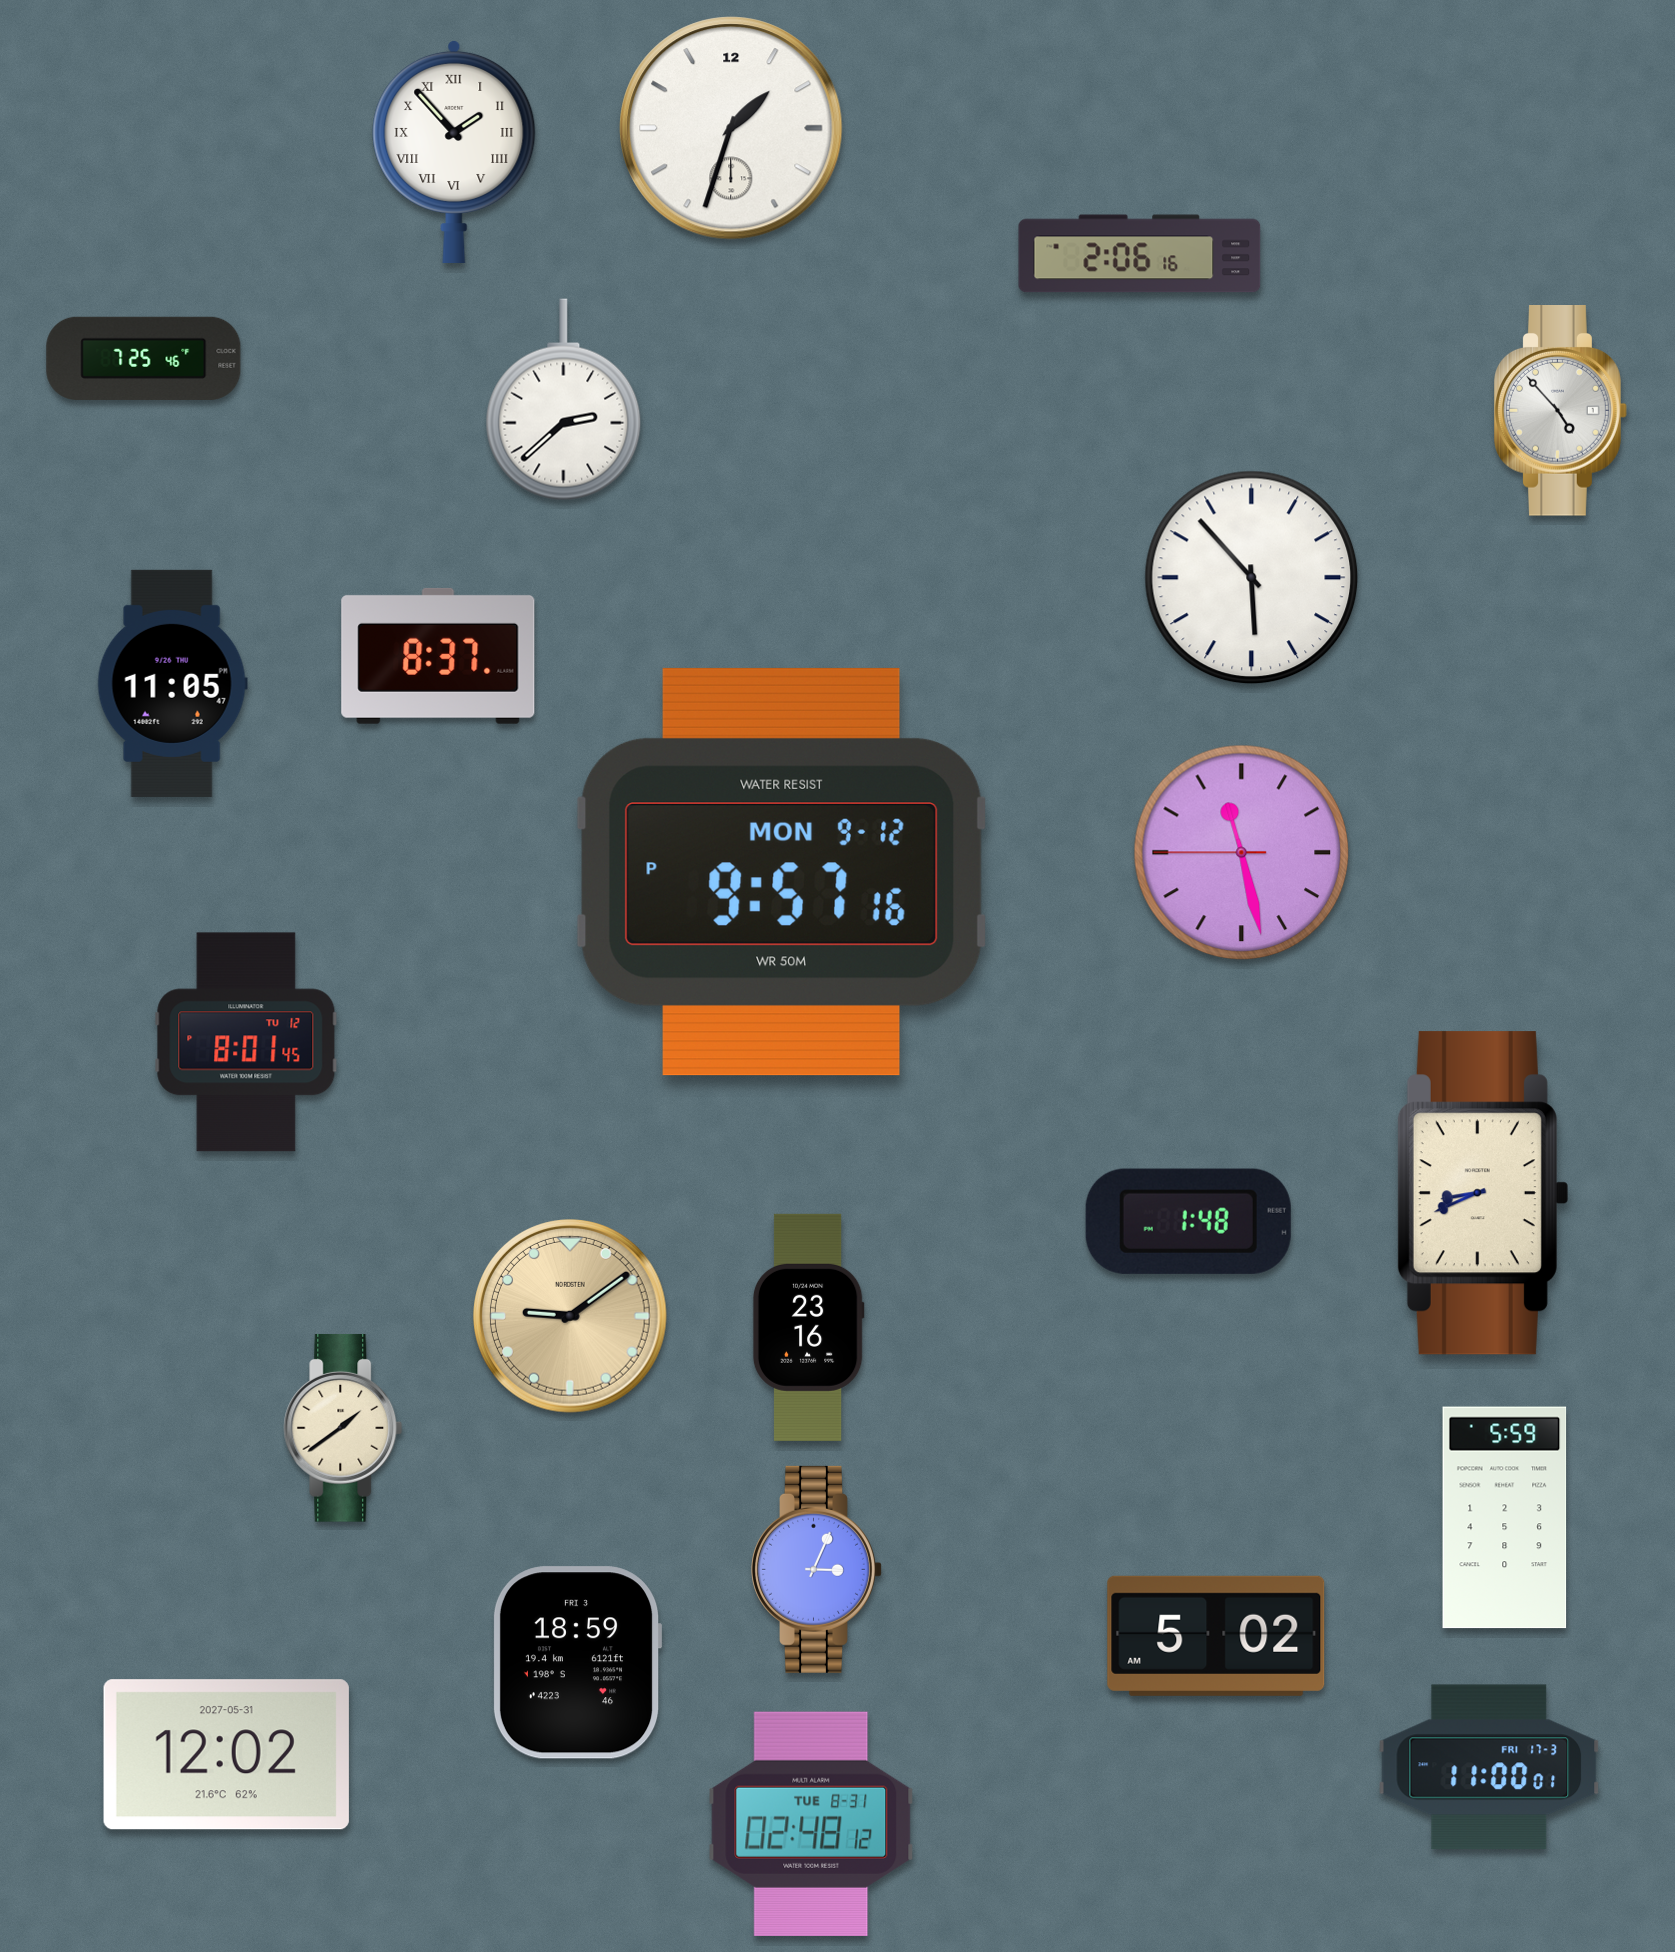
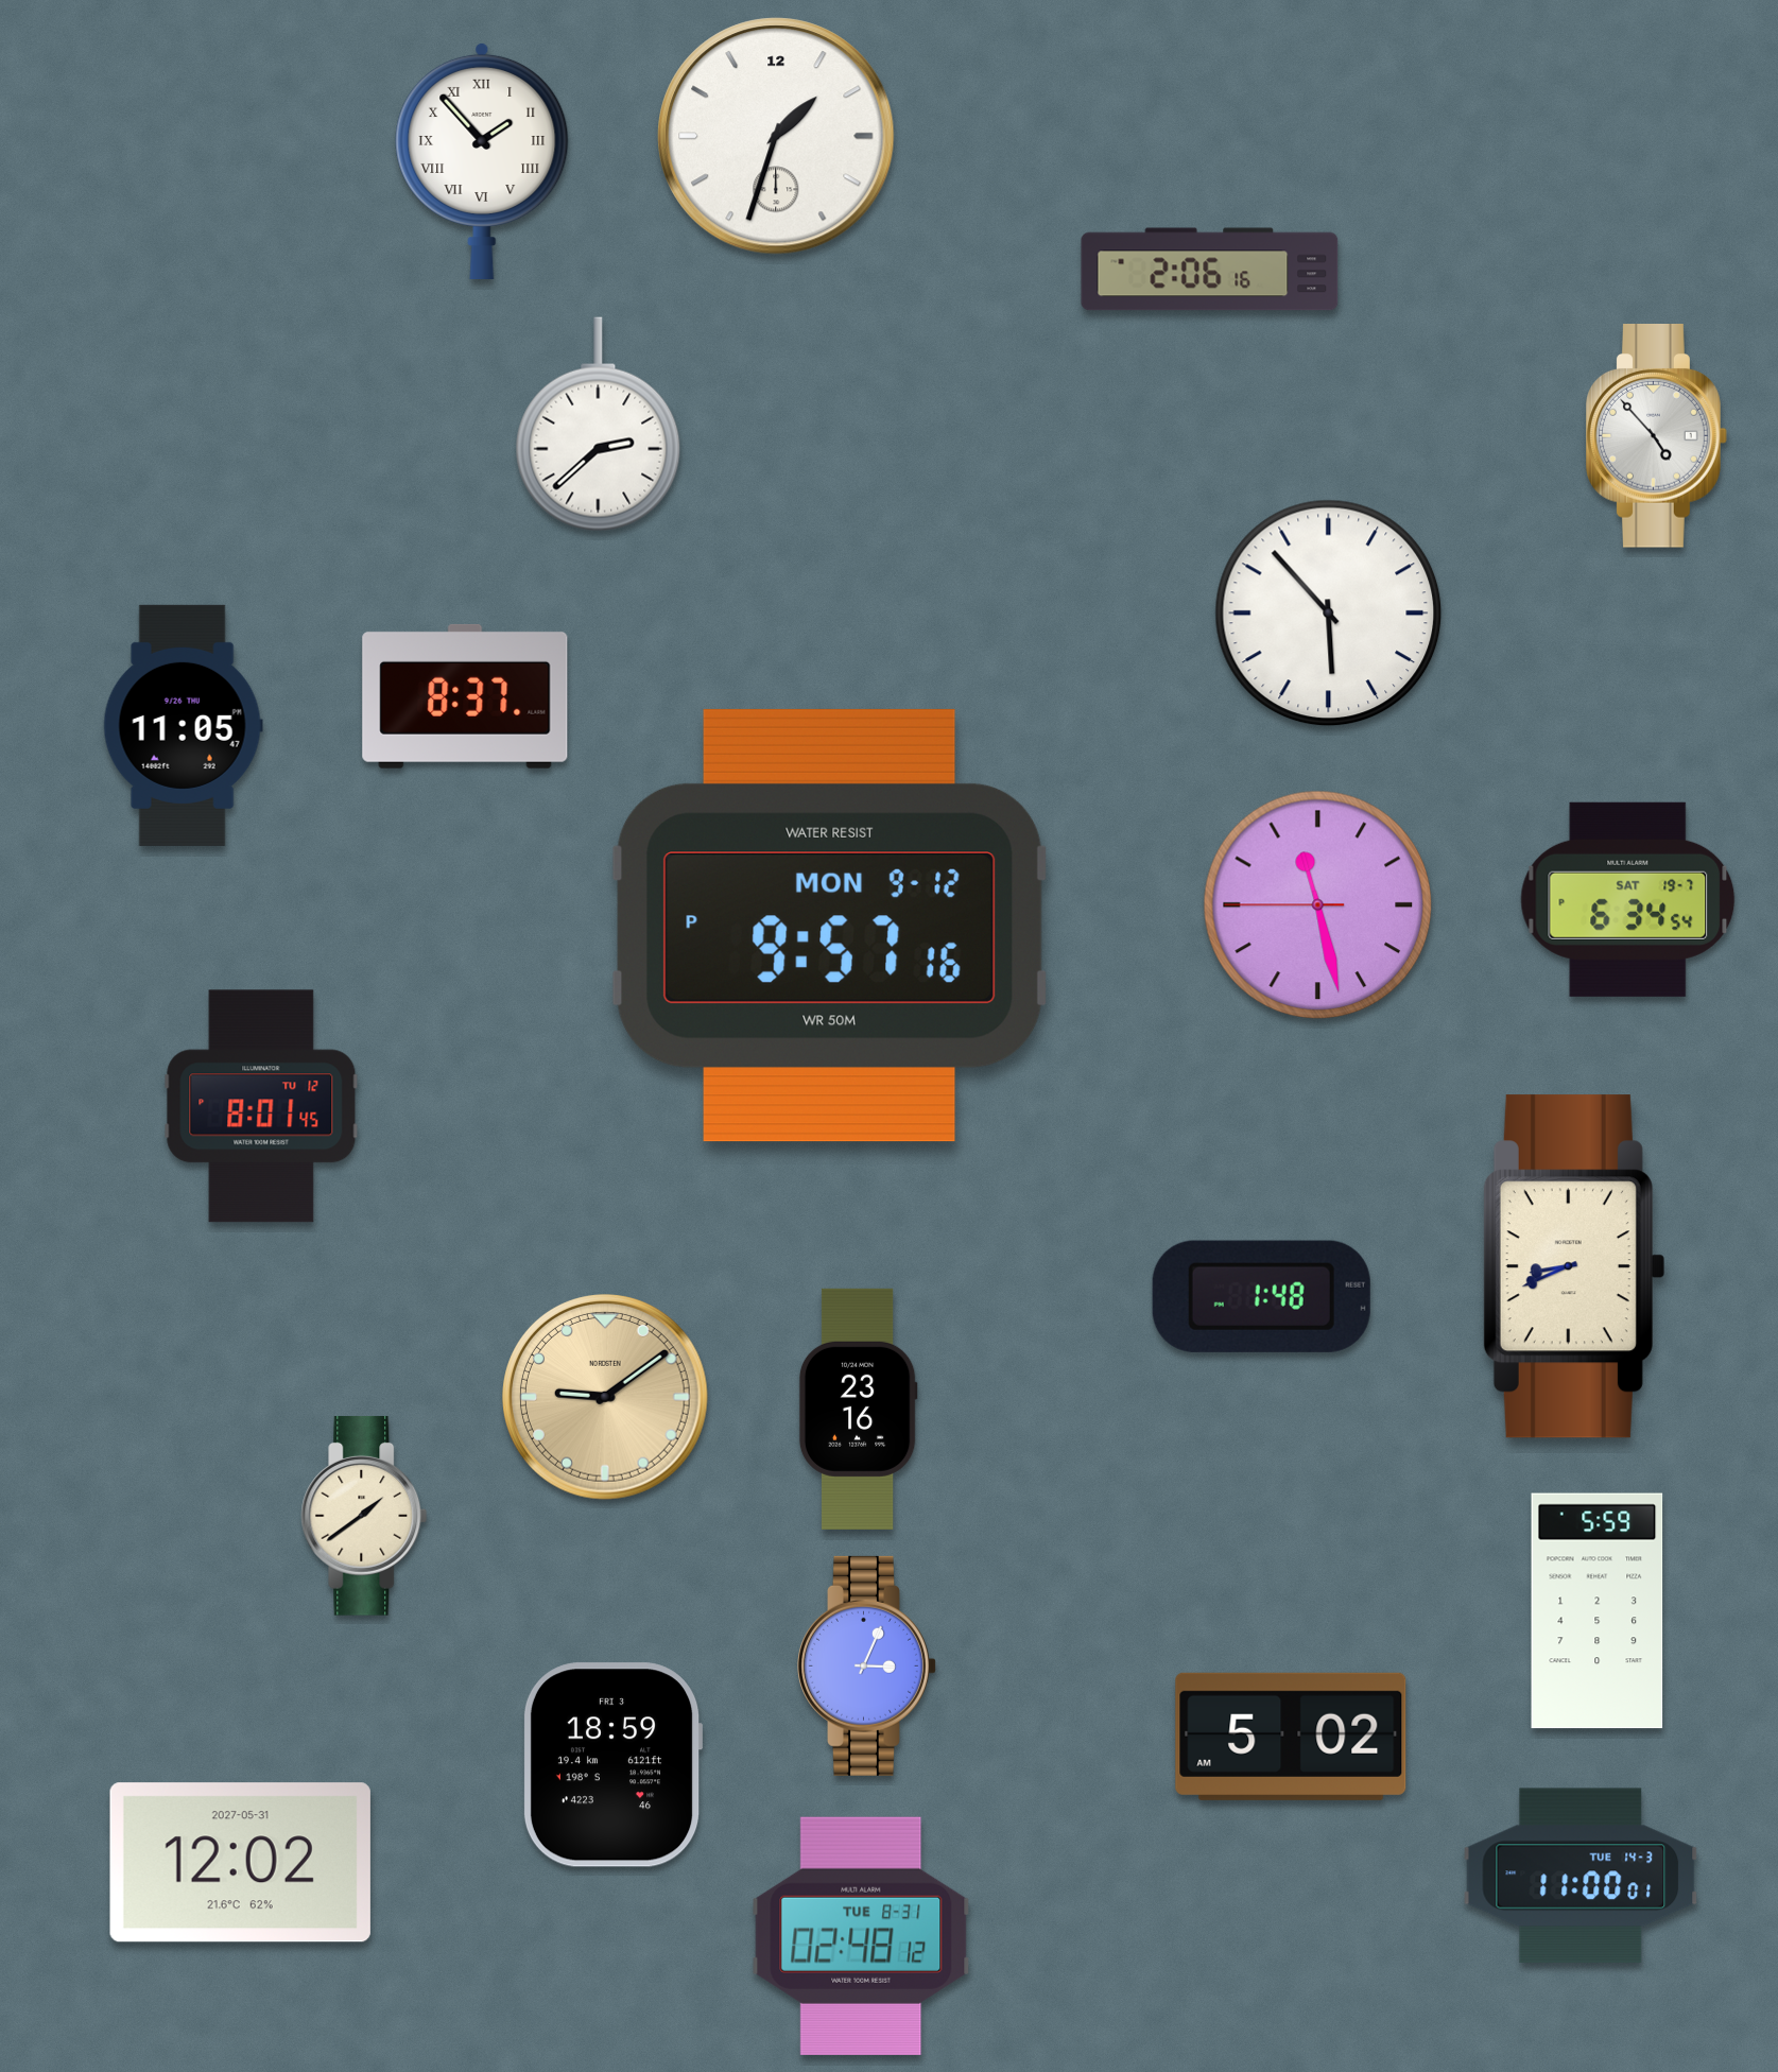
clock at (144, 358): 7:25 -> none
clock at (1628, 899): none -> 6:34
clock at (1489, 1767) date: FRI 17-3 -> TUE 14-3
